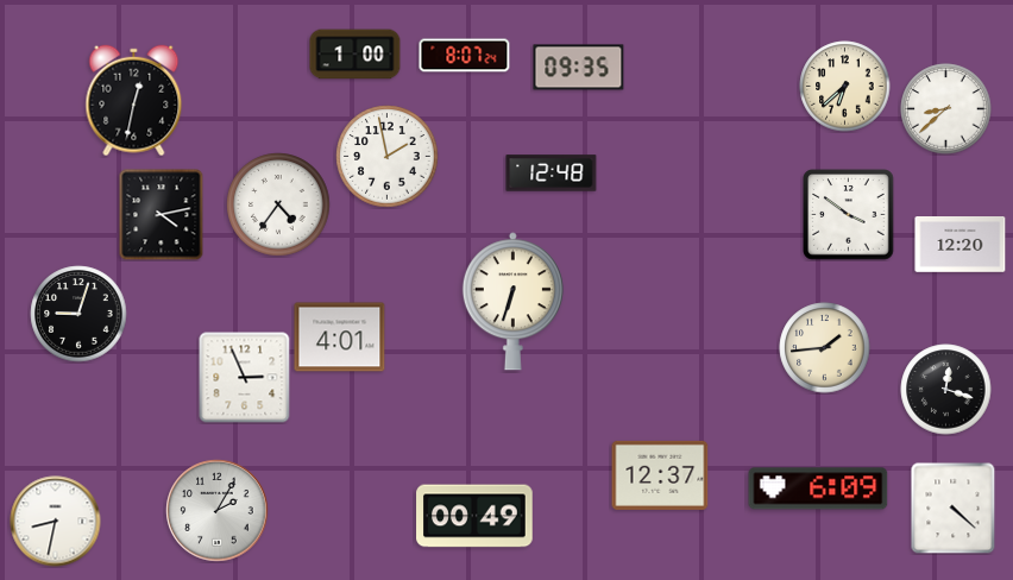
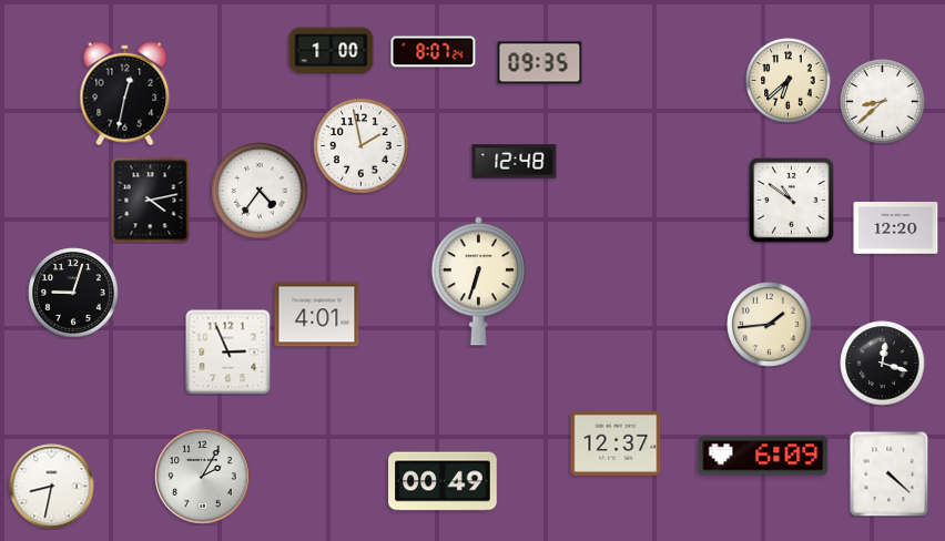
clock at (849, 215): 3:51 -> 10:51
